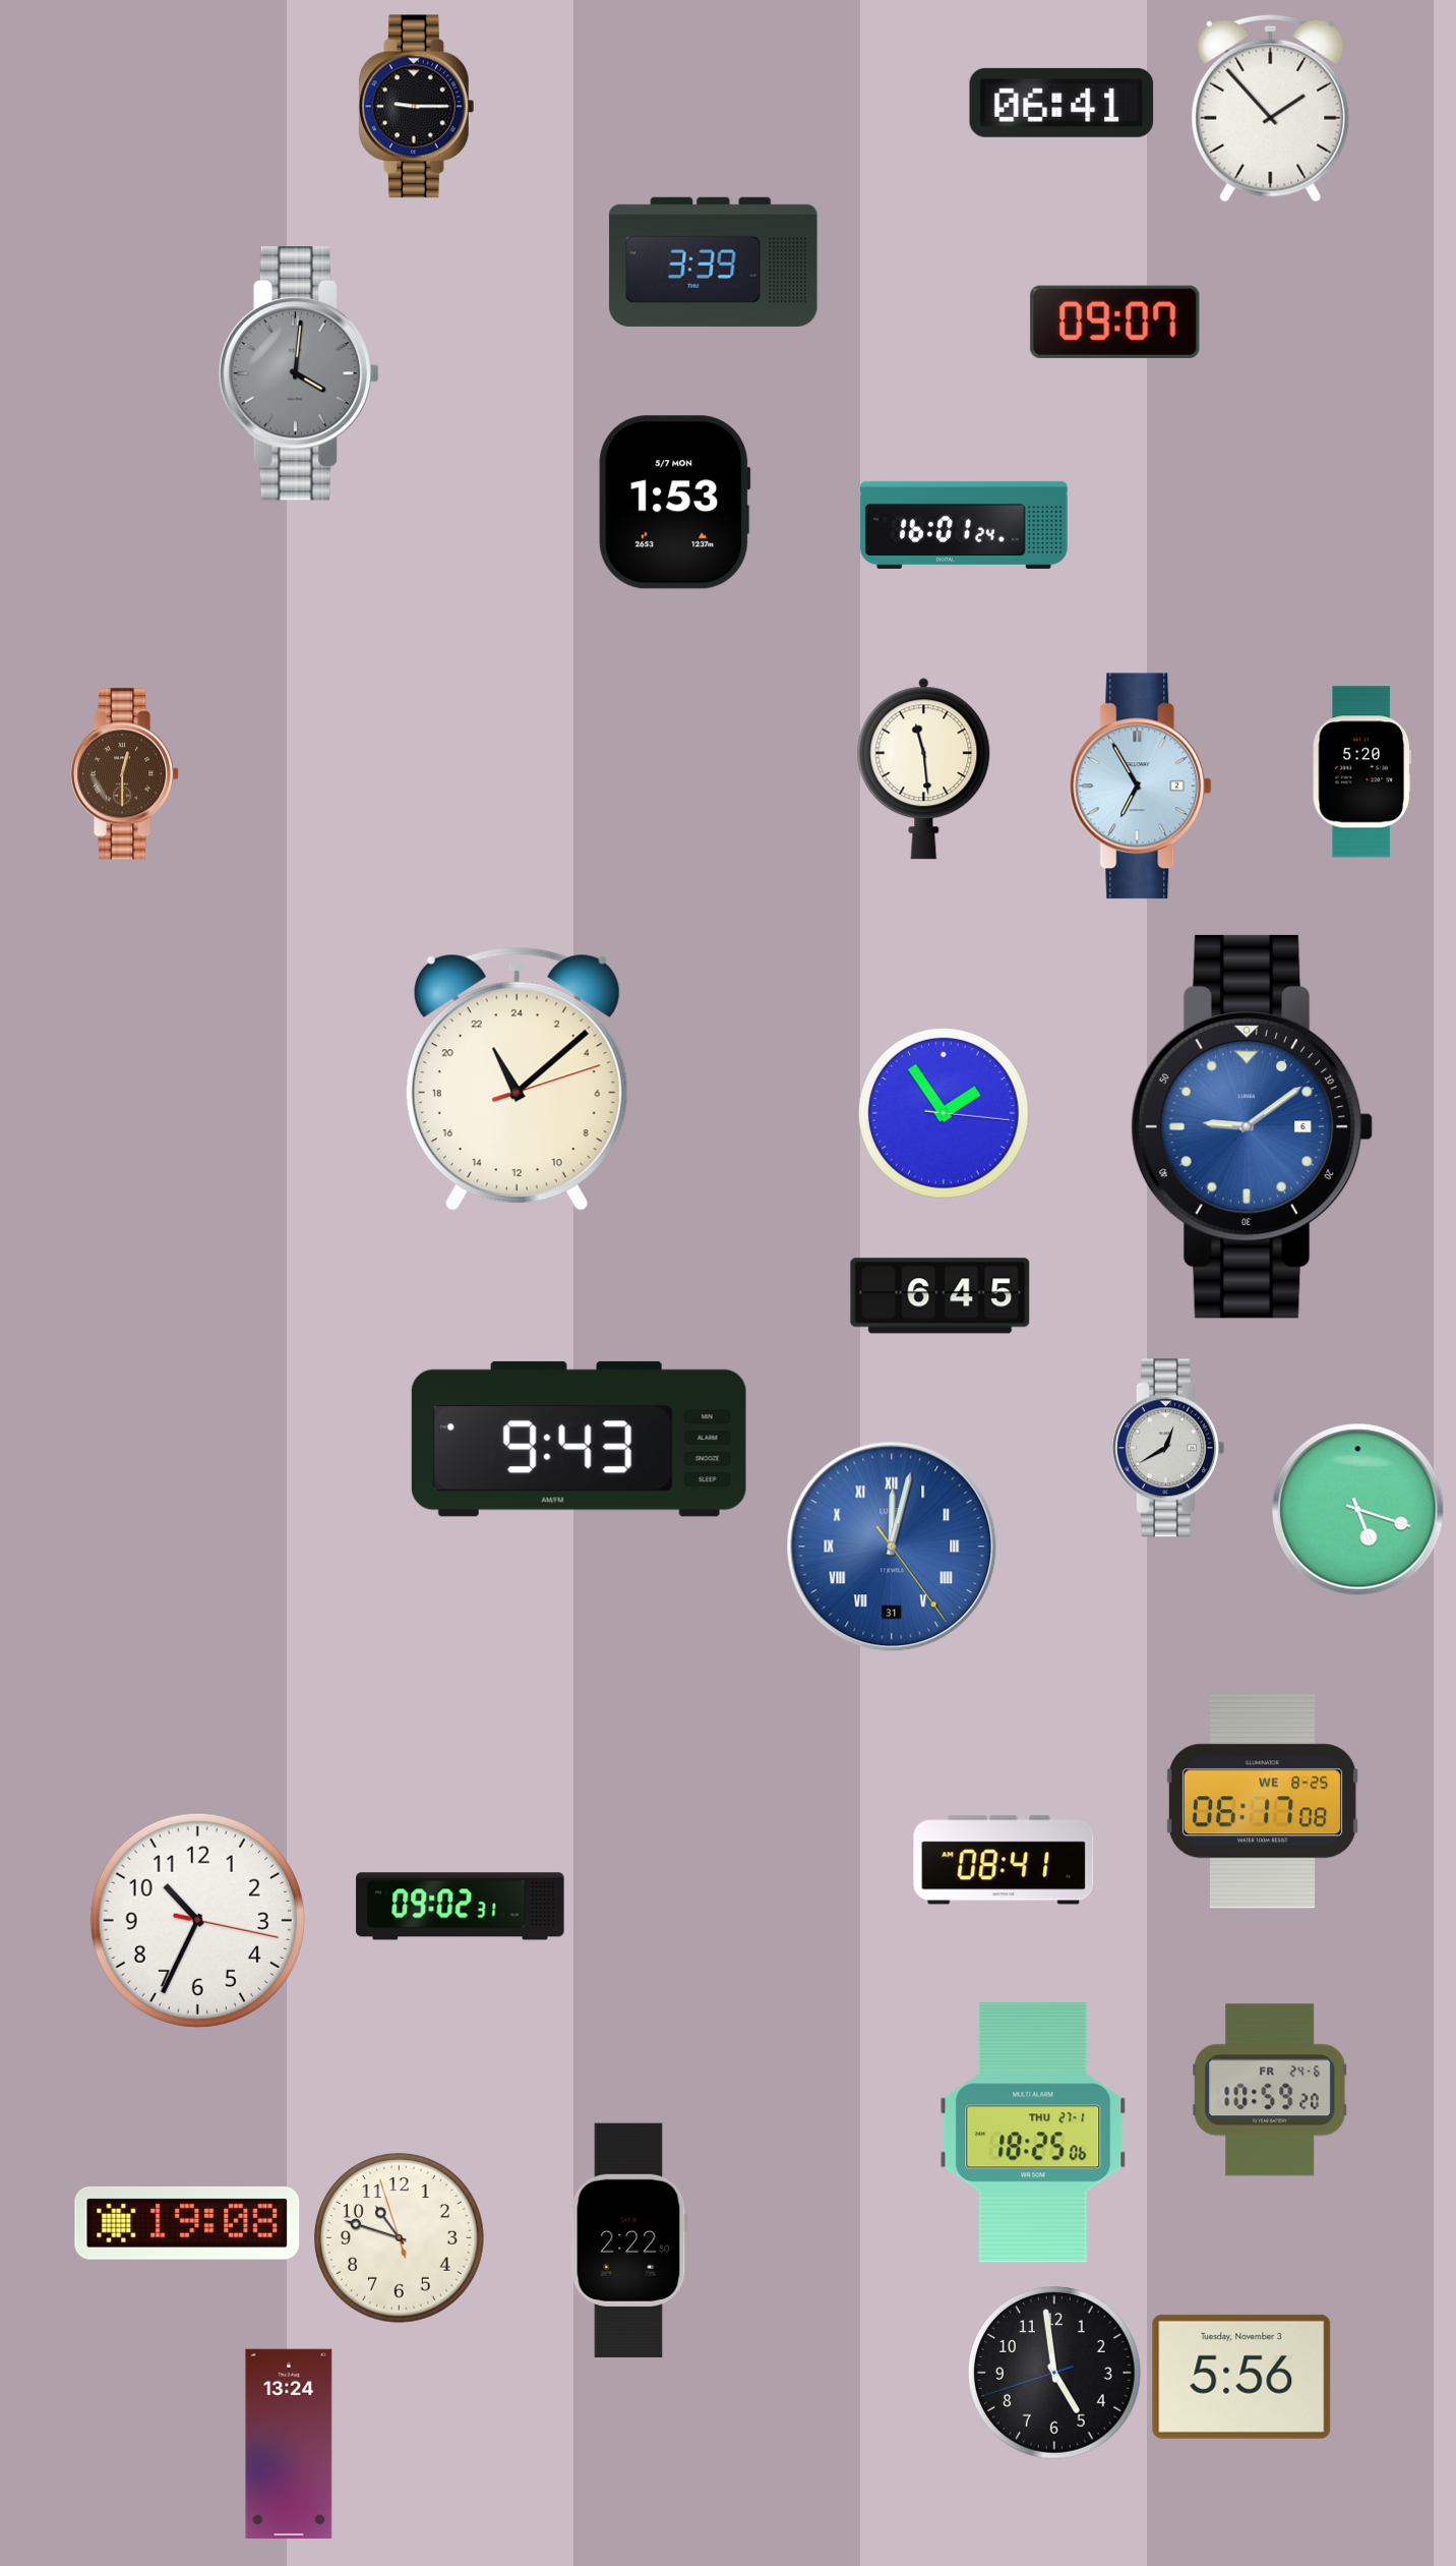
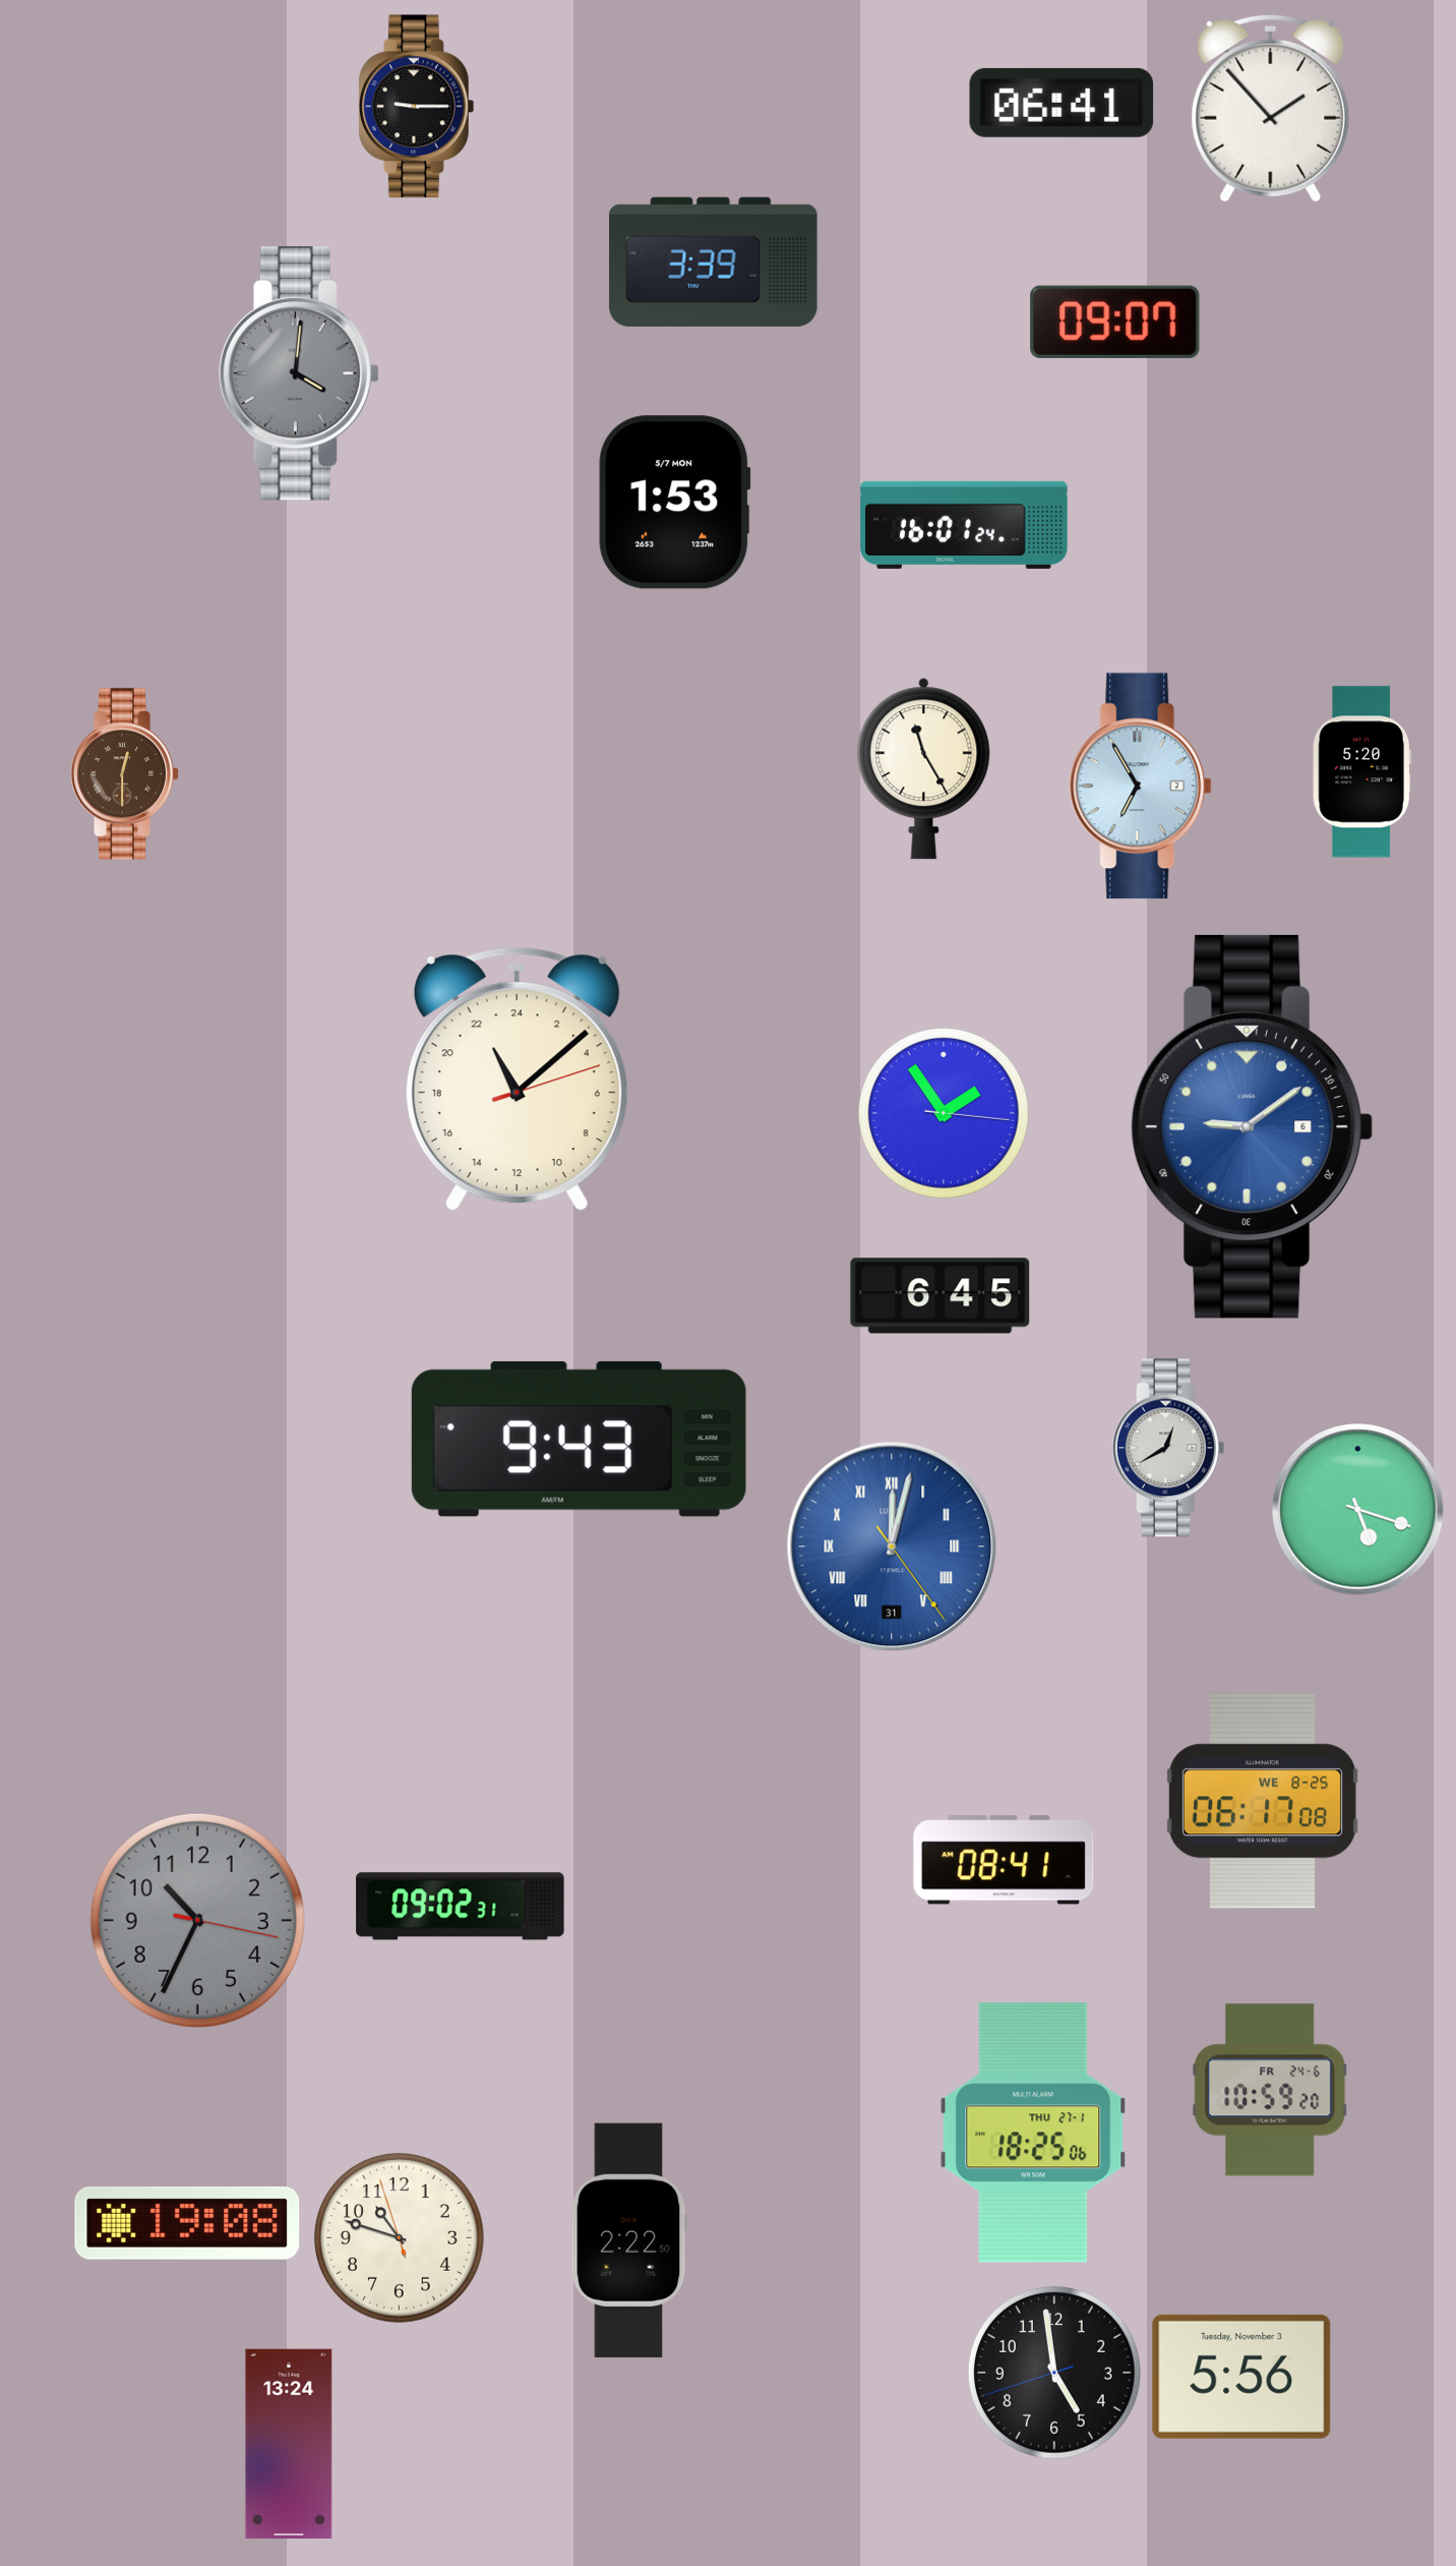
clock at (924, 769): 11:29 -> 11:25
clock at (197, 1920) dial: white -> grey
